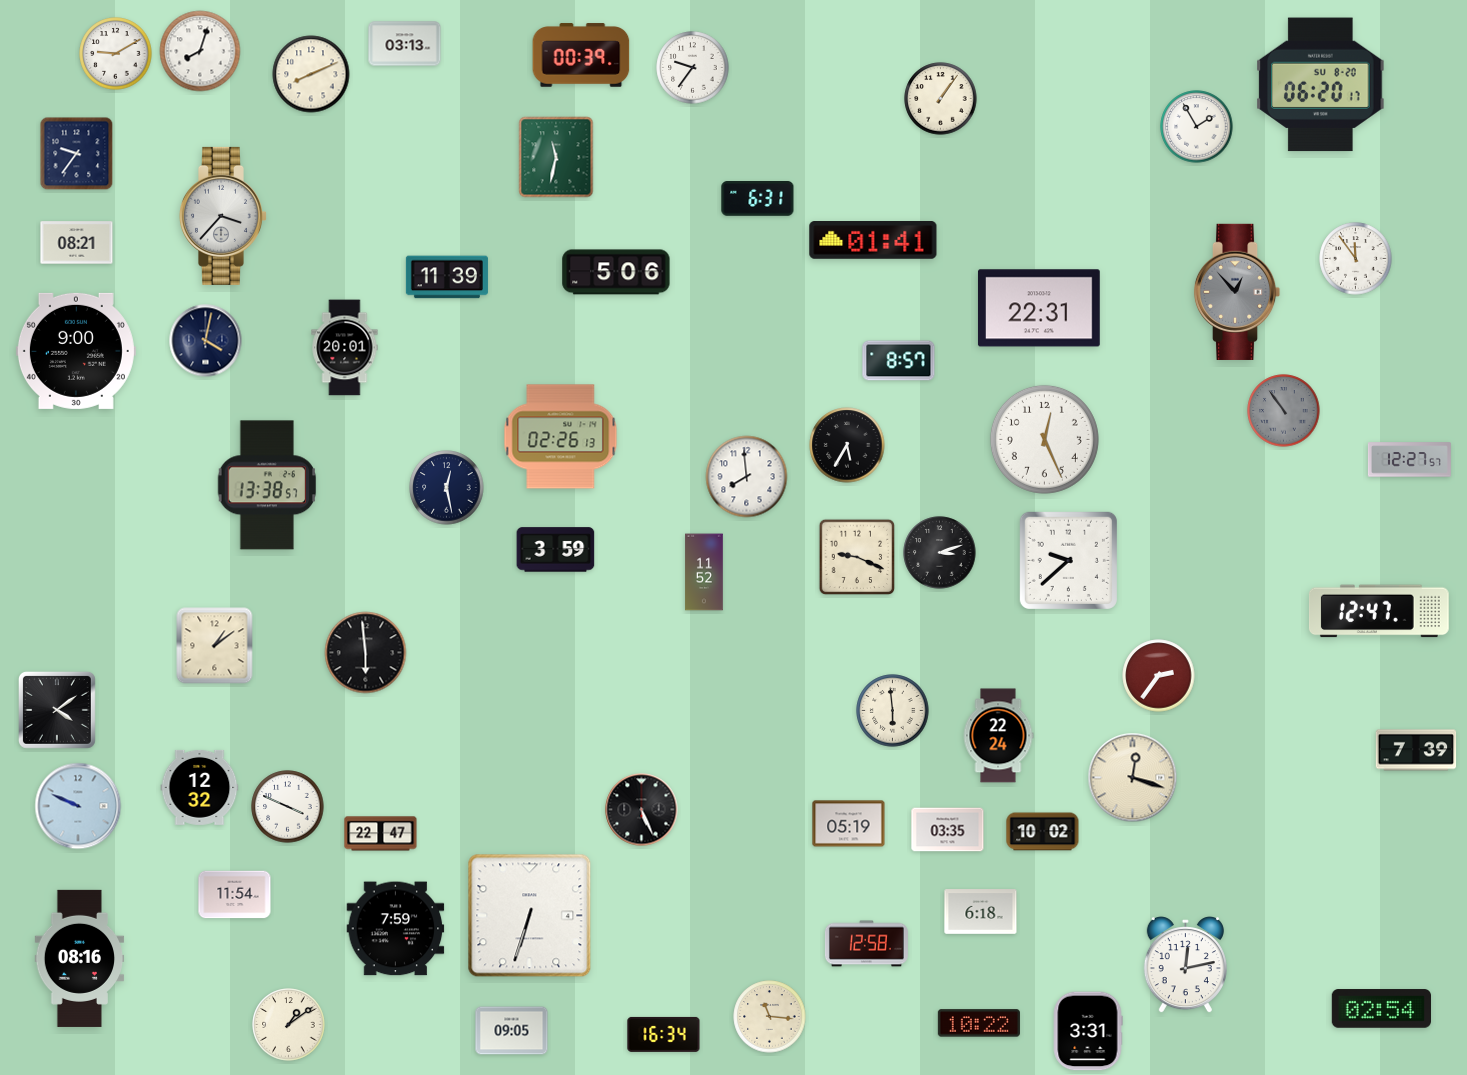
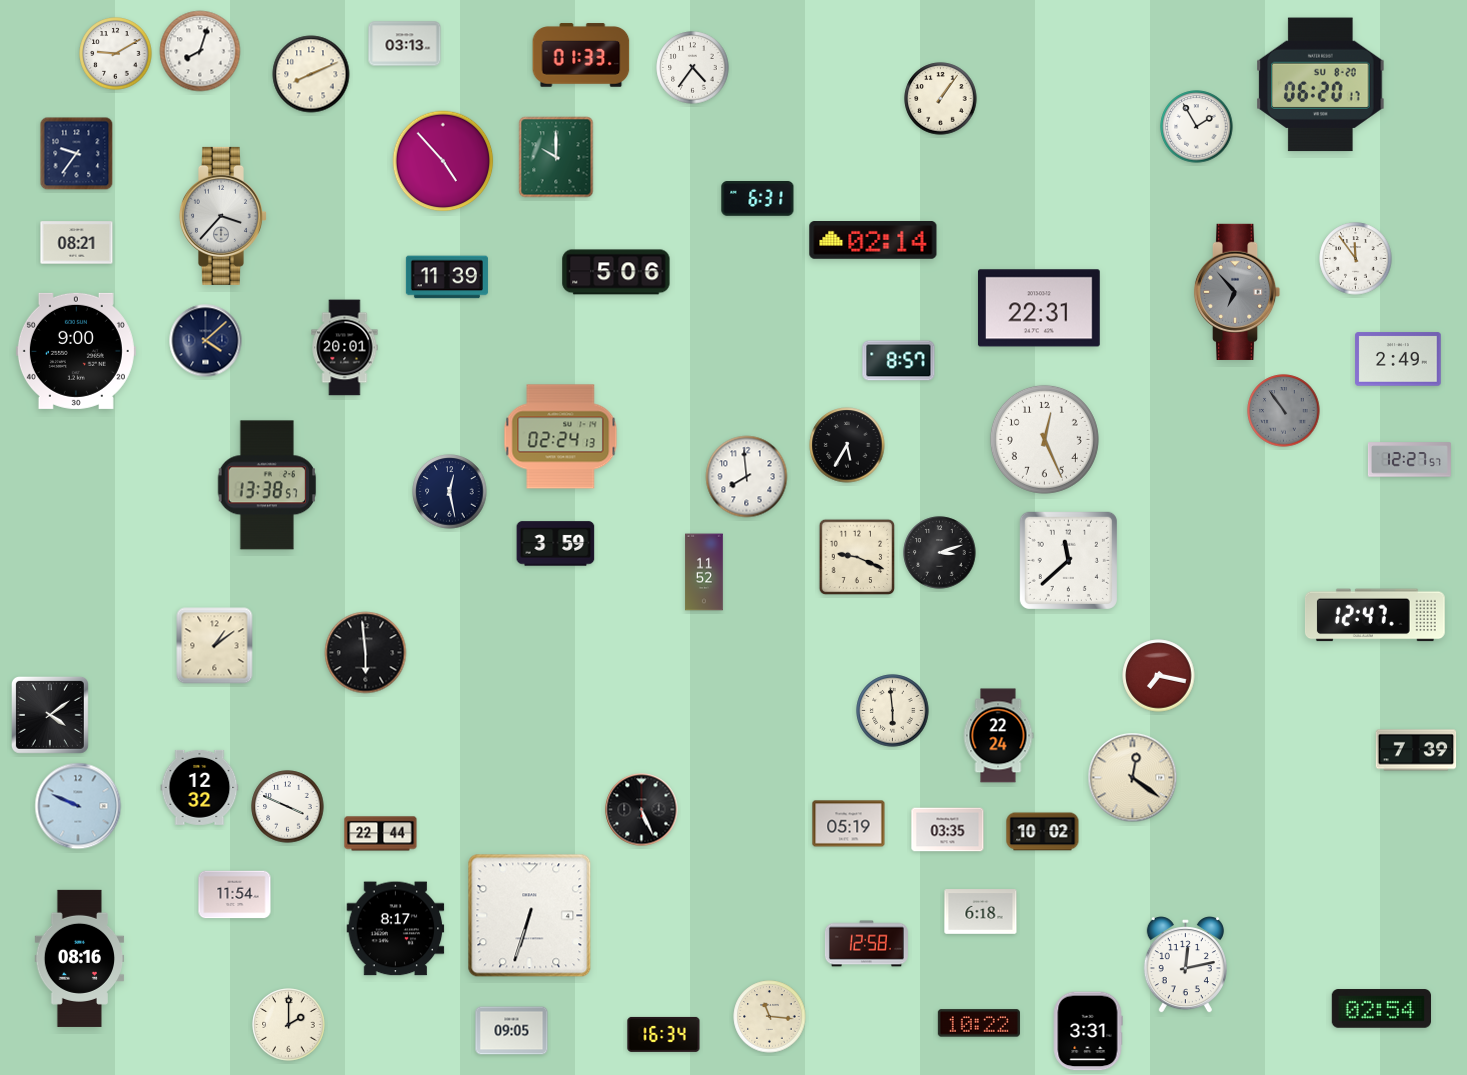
clock at (581, 55): 00:39 -> 01:33
clock at (693, 68): 9:36 -> 4:36
clock at (556, 157): 11:32 -> 10:00
clock at (443, 161): none -> 4:53
clock at (873, 241): 01:41 -> 02:14
clock at (1237, 292): 12:53 -> 6:53
clock at (206, 341): 4:02 -> 4:08
clock at (1398, 359): none -> 2:49
clock at (561, 437): 02:26 -> 02:24
clock at (447, 488) position: (447, 488) -> (450, 492)
clock at (556, 550) position: (556, 550) -> (556, 544)
clock at (1068, 560): 9:38 -> 11:38
clock at (1379, 611) position: (1379, 611) -> (1375, 615)
clock at (1159, 676): 2:36 -> 7:17
clock at (57, 710) position: (57, 710) -> (50, 715)
clock at (1133, 778): 12:18 -> 12:21
clock at (381, 834): 22:47 -> 22:44
clock at (396, 929): 7:59 -> 8:17
clock at (289, 1025): 1:09 -> 2:00
